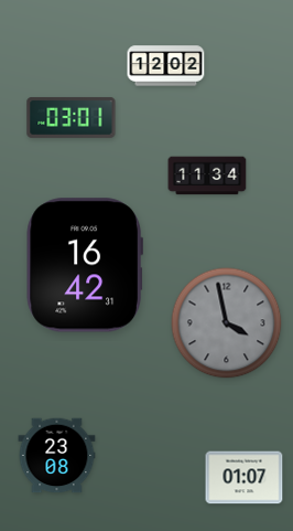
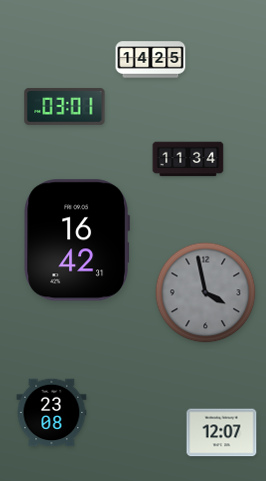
clock at (166, 66): 12:02 -> 14:25
clock at (245, 478): 01:07 -> 12:07
